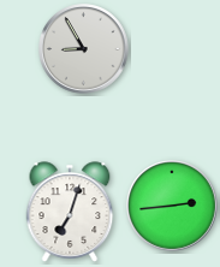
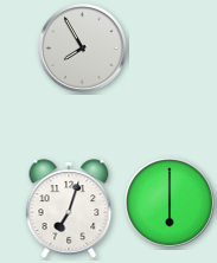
clock at (84, 49): 8:55 -> 7:55
clock at (173, 207): 2:44 -> 6:00
